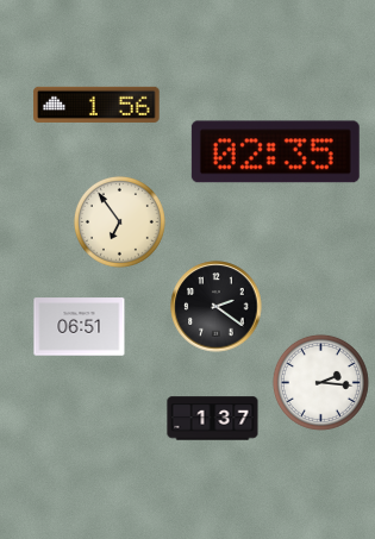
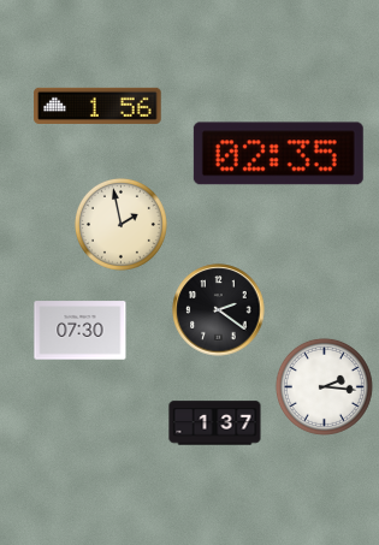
clock at (119, 221): 6:54 -> 1:58
clock at (80, 327): 06:51 -> 07:30
